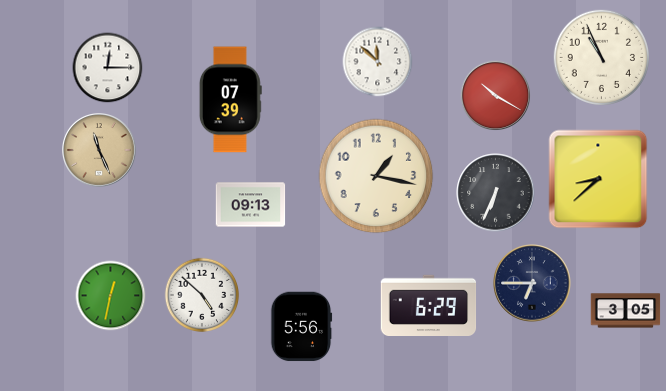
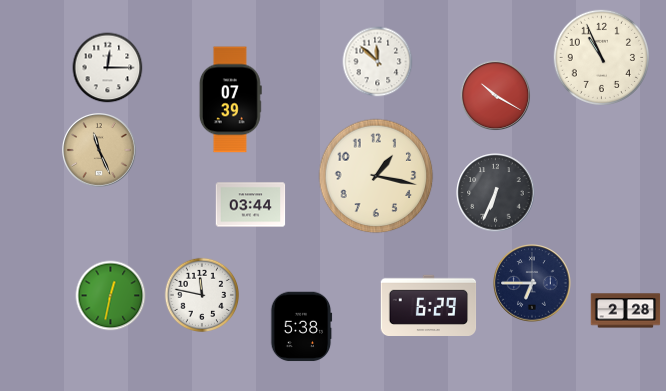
clock at (598, 179): 8:38 -> none
clock at (251, 205): 09:13 -> 03:44
clock at (201, 294): 4:52 -> 11:47
clock at (626, 311): 3:05 -> 2:28
clock at (301, 327): 5:56 -> 5:38
